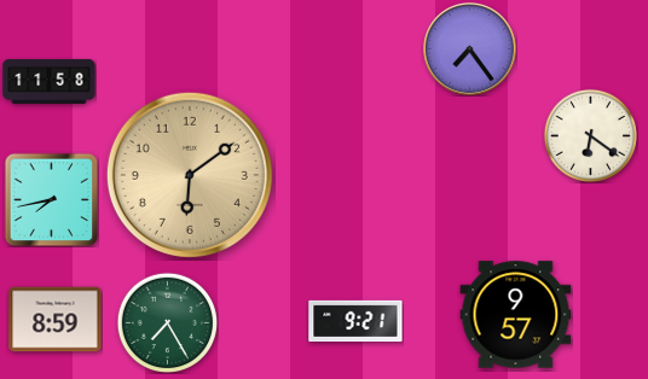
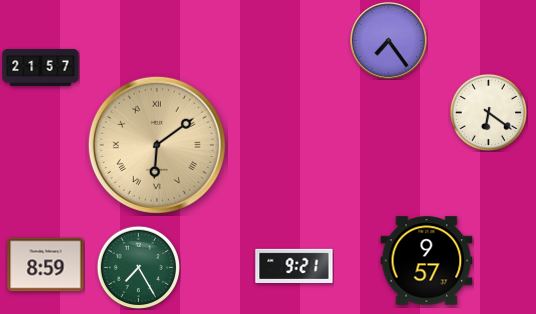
clock at (50, 81): 11:58 -> 21:57
clock at (190, 175) numerals: Arabic -> Roman
clock at (51, 199): 7:43 -> none
